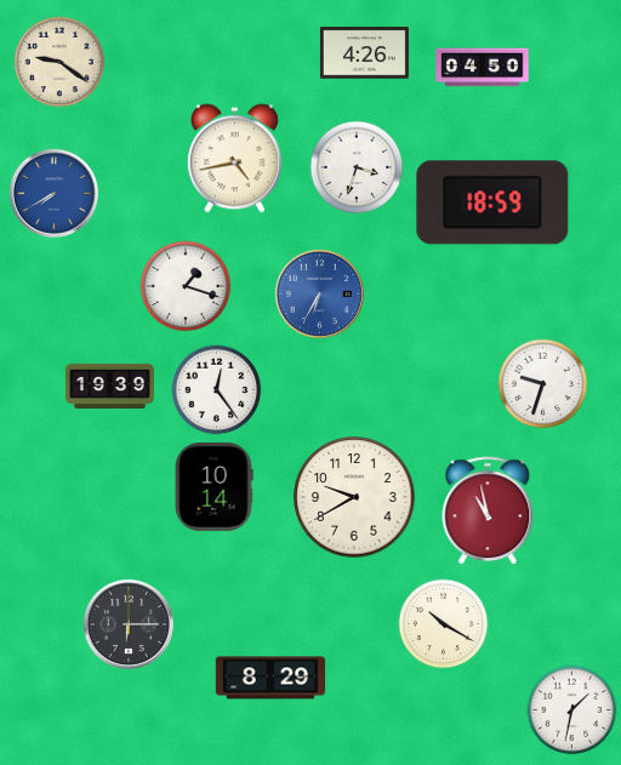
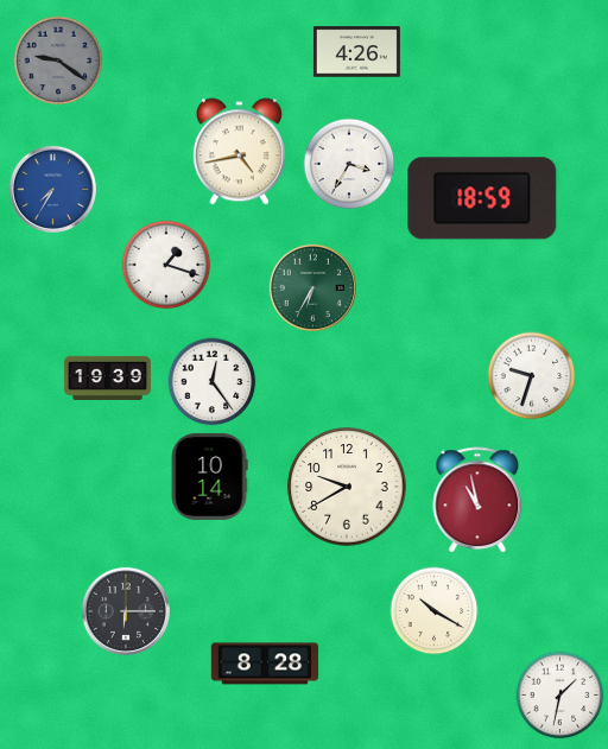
clock at (59, 62) dial: cream -> grey
clock at (483, 68): 04:50 -> none
clock at (234, 159) position: (234, 159) -> (239, 152)
clock at (357, 167): 3:33 -> 3:35
clock at (53, 193): 7:40 -> 7:35
clock at (186, 286) position: (186, 286) -> (166, 265)
clock at (319, 293) dial: blue -> green
clock at (270, 678): 8:29 -> 8:28
